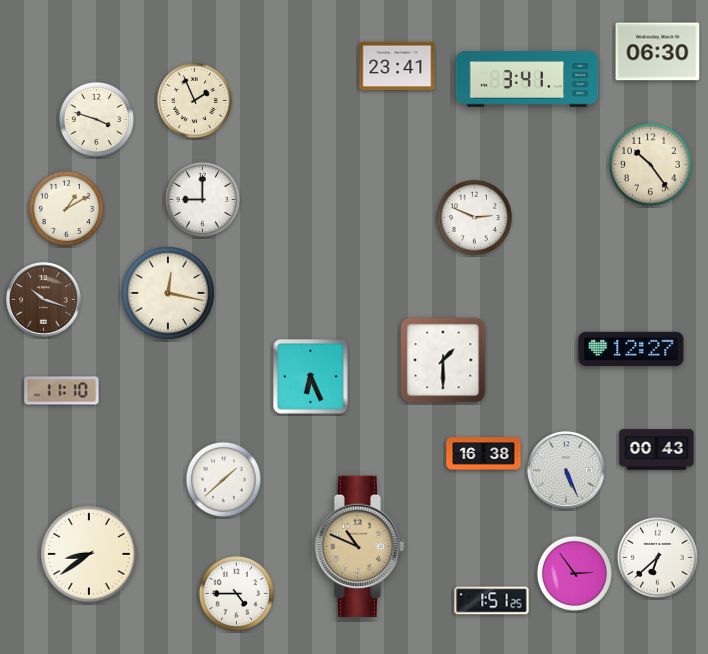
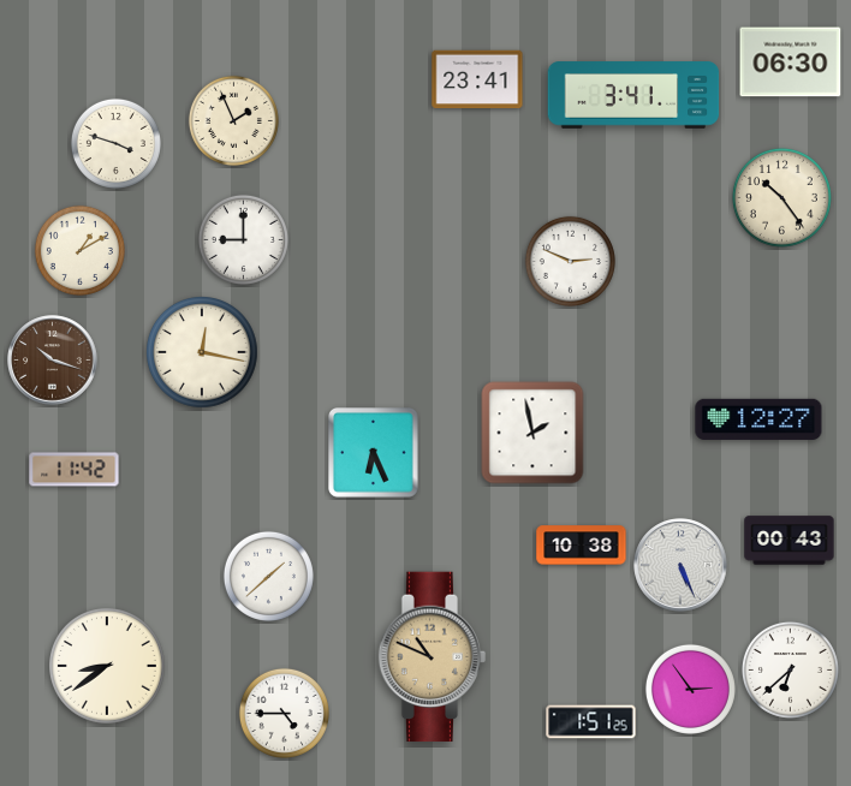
clock at (443, 360): 1:30 -> 1:58
clock at (62, 391): 11:10 -> 11:42
clock at (484, 454): 16:38 -> 10:38
